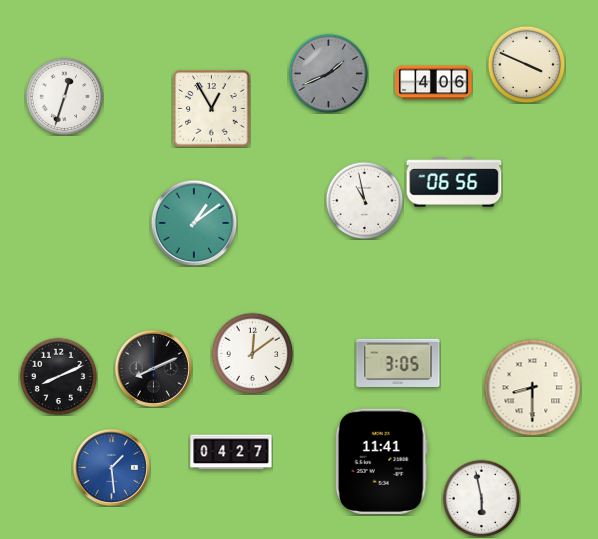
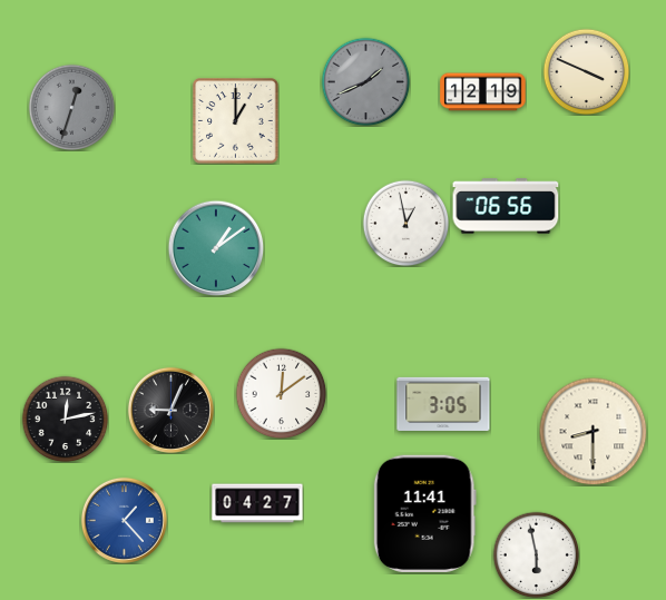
clock at (434, 83): 4:06 -> 12:19
clock at (64, 96) dial: white -> grey
clock at (212, 109): 12:55 -> 1:00
clock at (454, 182) position: (454, 182) -> (506, 206)
clock at (364, 200): 10:58 -> 12:58
clock at (153, 368): 8:11 -> 9:04
clock at (58, 376): 8:11 -> 12:13
clock at (111, 467): 1:29 -> 1:23
